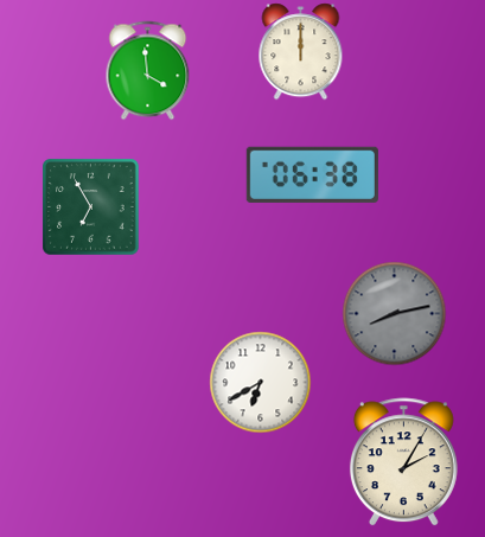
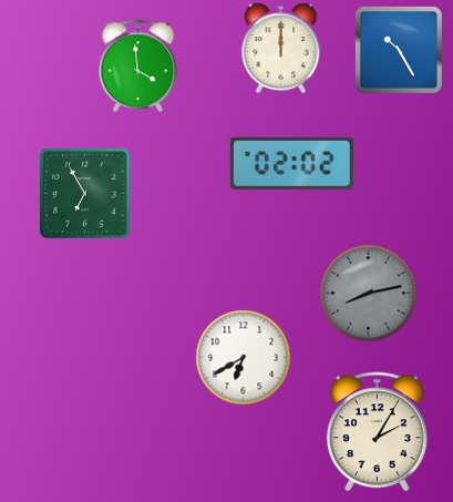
clock at (399, 50): none -> 10:25
clock at (312, 174): 06:38 -> 02:02
